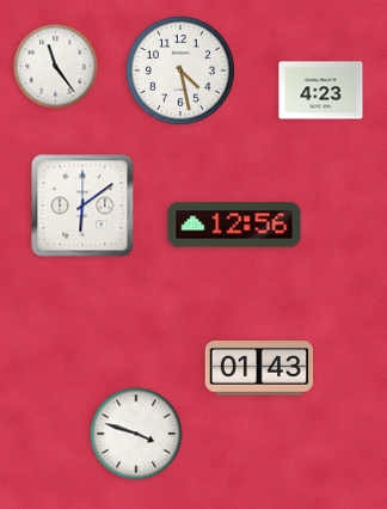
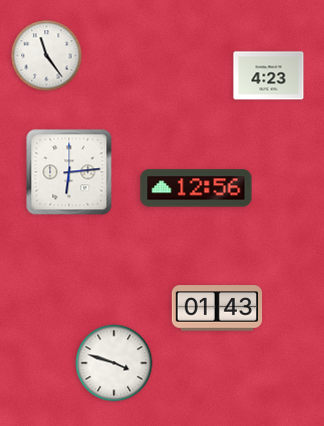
clock at (180, 70): 4:28 -> none
clock at (82, 206): 6:09 -> 6:14
